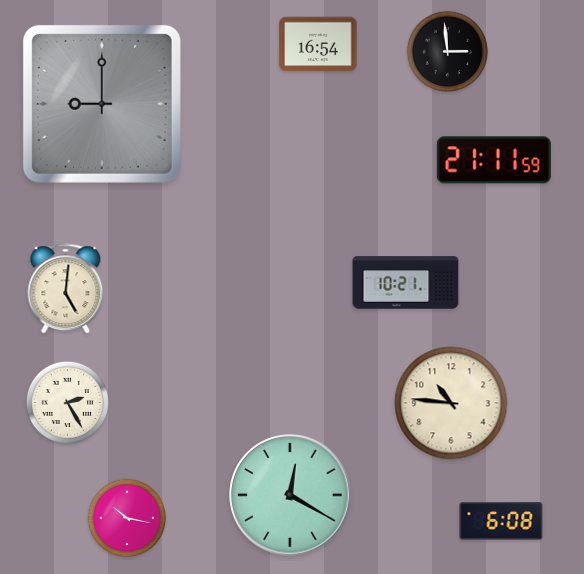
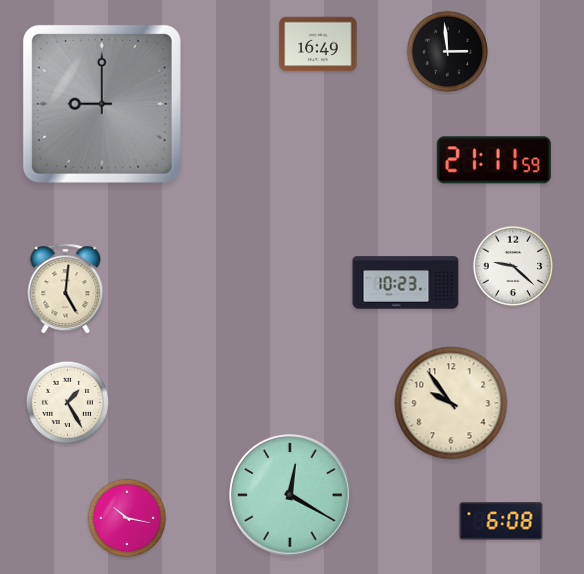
clock at (318, 44): 16:54 -> 16:49
clock at (513, 266): none -> 9:22
clock at (406, 283): 10:21 -> 10:23
clock at (67, 402): 2:25 -> 1:25
clock at (451, 403): 10:46 -> 9:54
